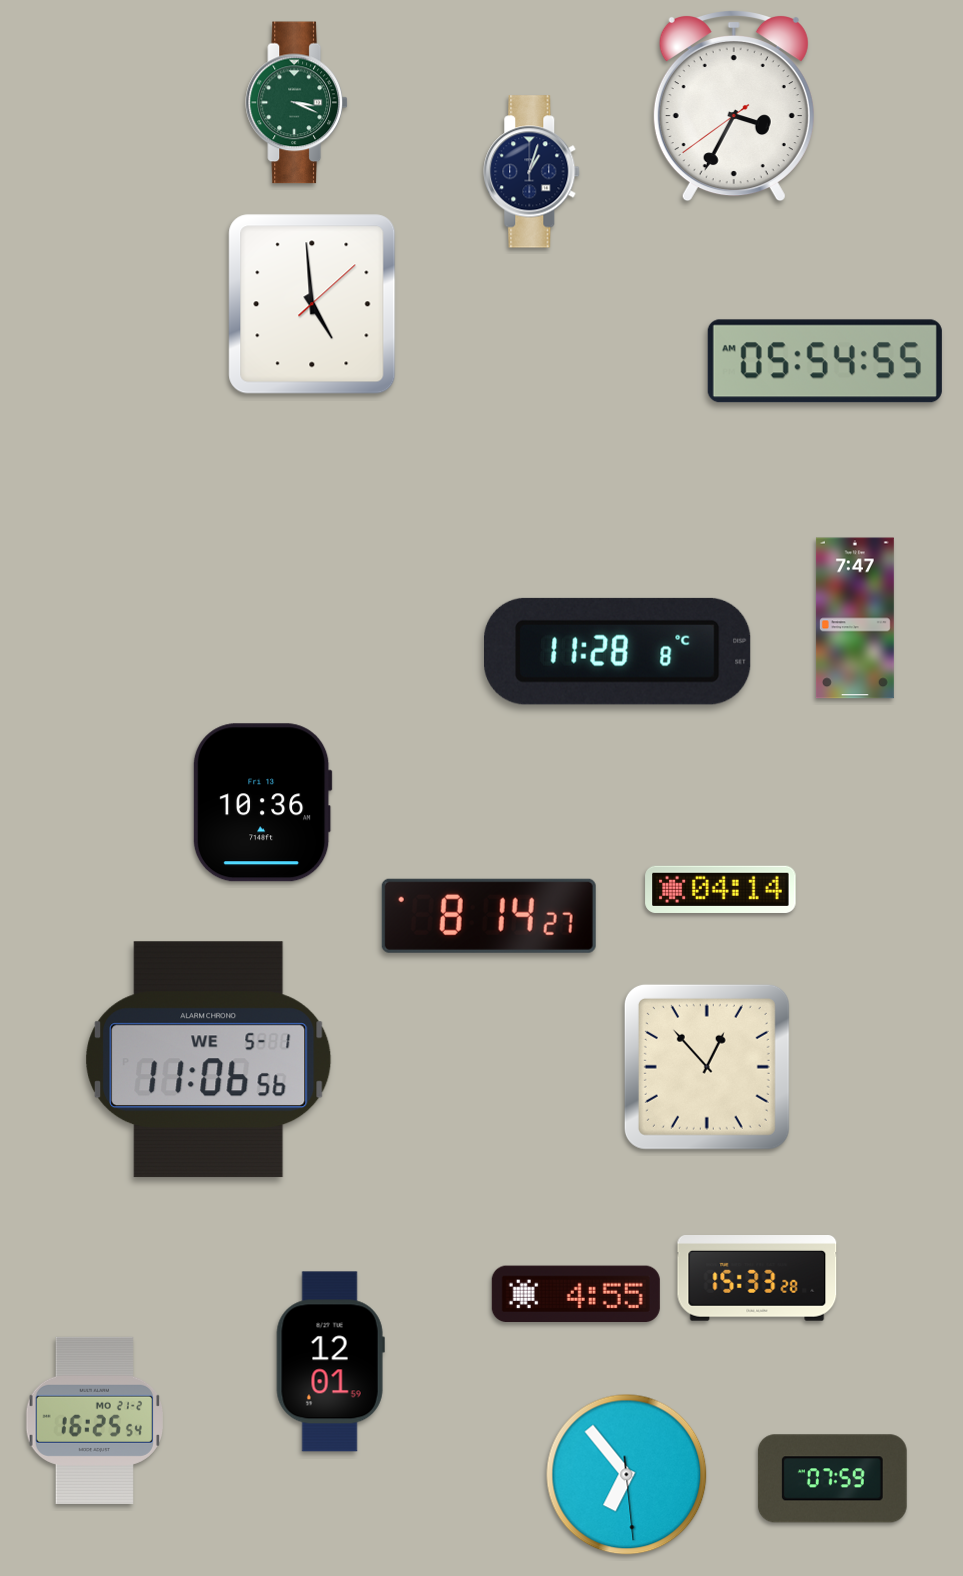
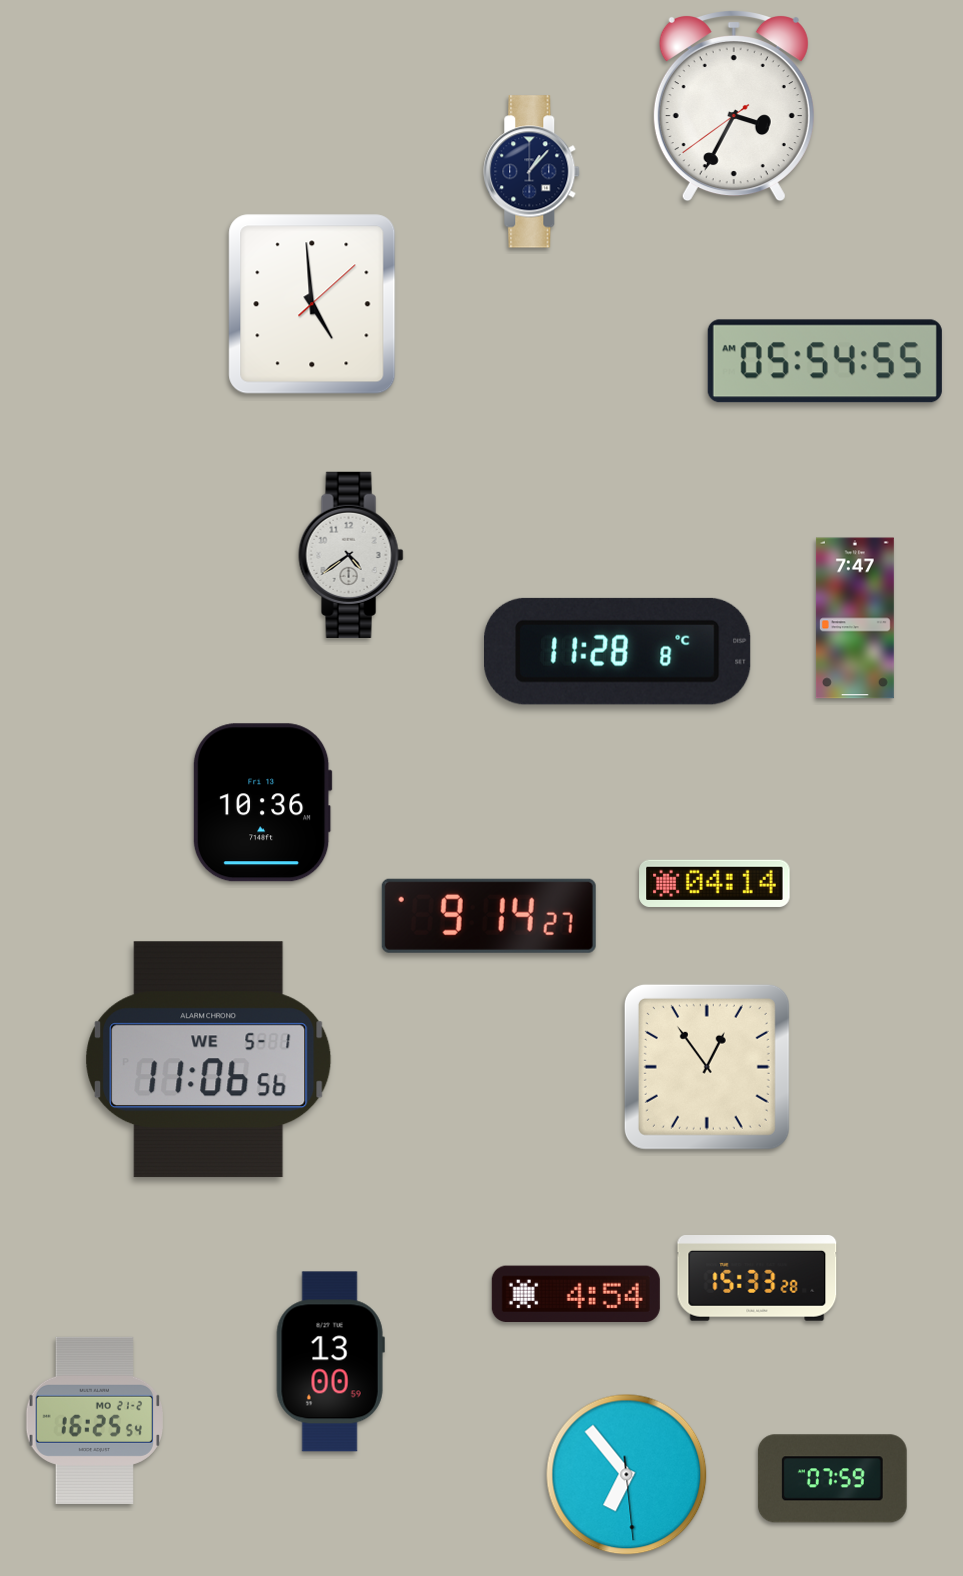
clock at (296, 103): 3:19 -> none
clock at (532, 172): 1:03 -> 1:07
clock at (351, 555): none -> 4:39
clock at (721, 889) position: (721, 889) -> (715, 883)
clock at (489, 916): 8:14 -> 9:14
clock at (707, 1067): 12:53 -> 12:54
clock at (576, 1293): 4:55 -> 4:54
clock at (330, 1362): 12:01 -> 13:00
